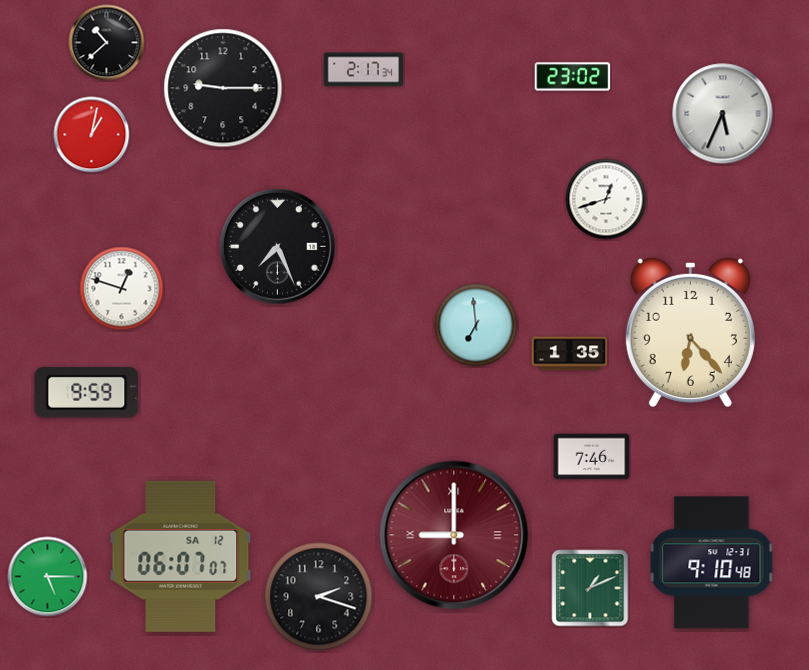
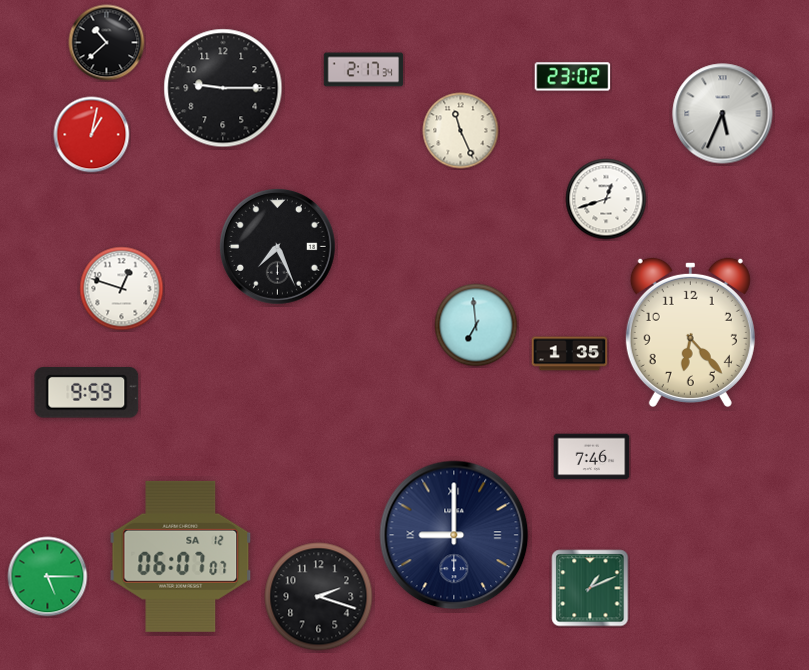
clock at (461, 131): none -> 11:26
clock at (454, 535) dial: burgundy -> navy
clock at (712, 563): 9:10 -> none
